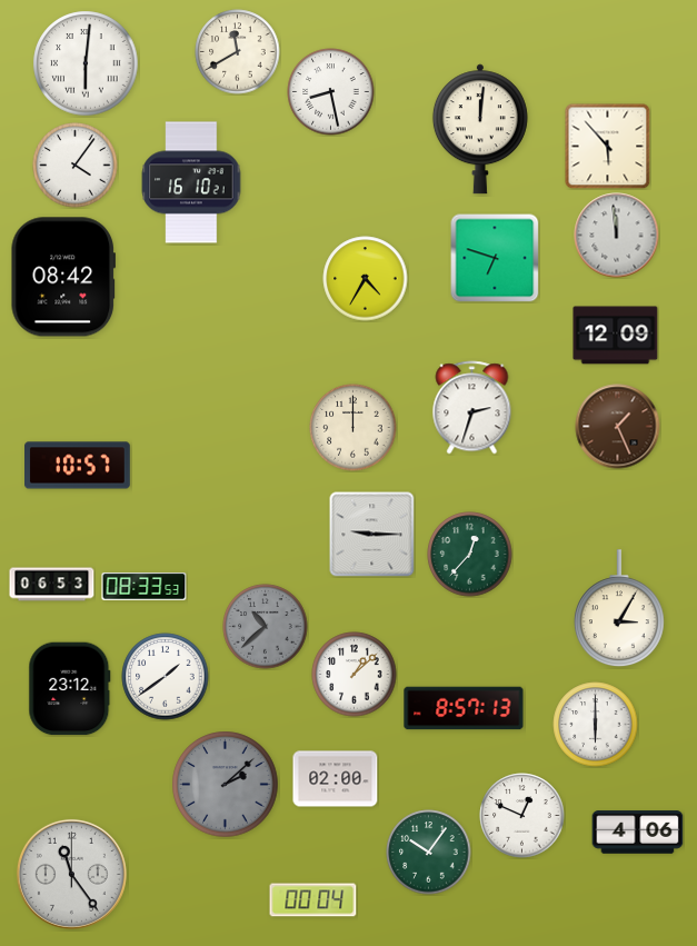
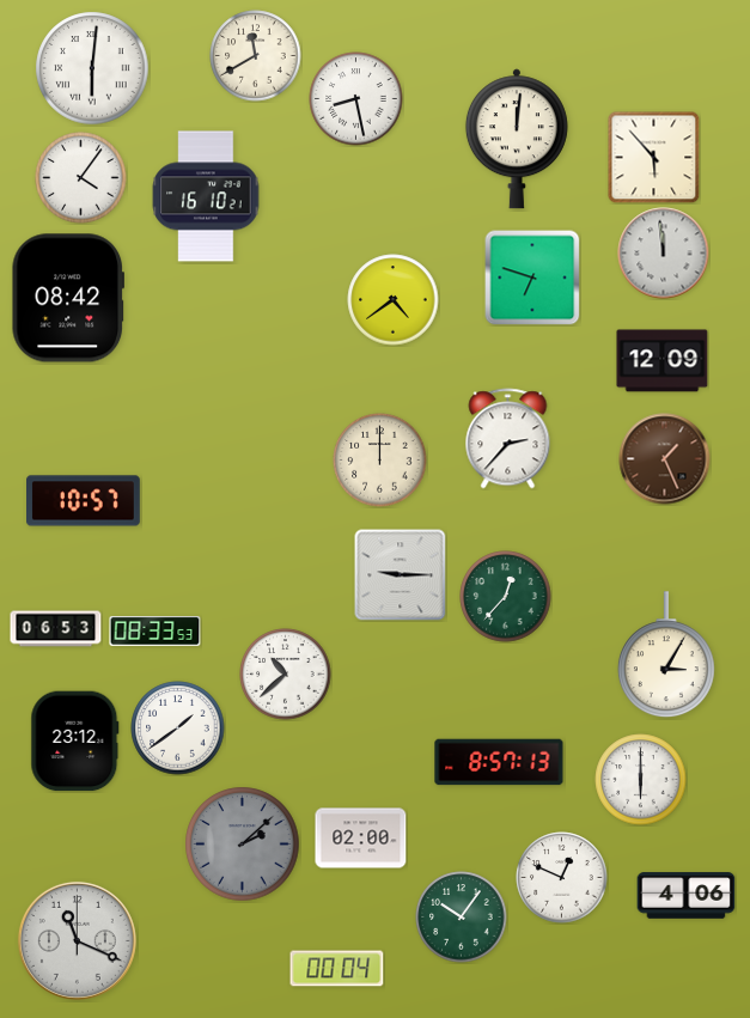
clock at (366, 279): 4:35 -> 4:39
clock at (472, 408): 2:33 -> 2:37
clock at (266, 627) dial: grey -> white
clock at (355, 675): 1:08 -> none
clock at (71, 874): 11:24 -> 11:19
